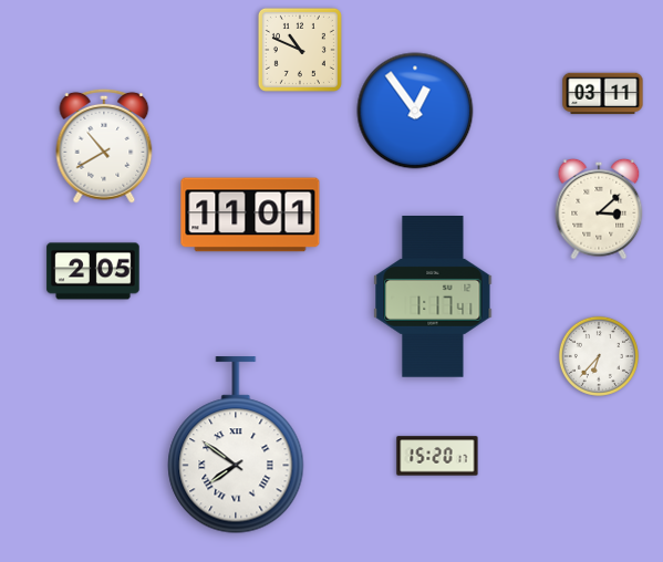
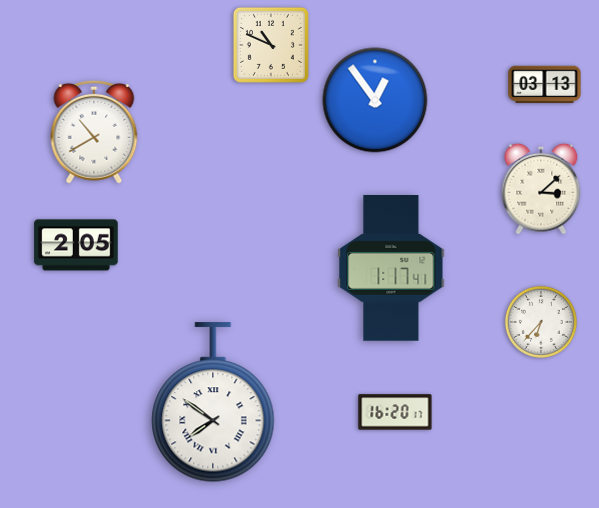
clock at (603, 94): 03:11 -> 03:13
clock at (250, 215): 11:01 -> none
clock at (93, 271) position: (93, 271) -> (76, 245)
clock at (437, 456): 15:20 -> 16:20
